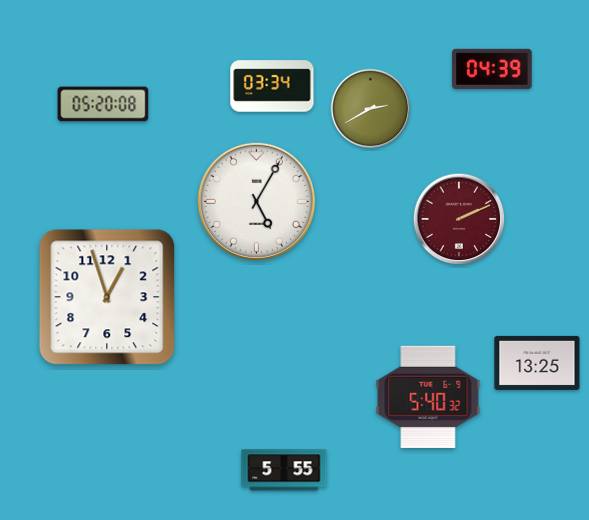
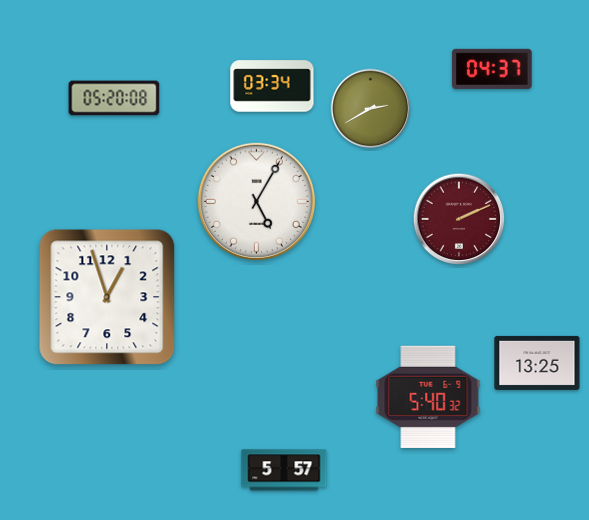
clock at (492, 69): 04:39 -> 04:37
clock at (103, 104) position: (103, 104) -> (114, 98)
clock at (284, 470): 5:55 -> 5:57
